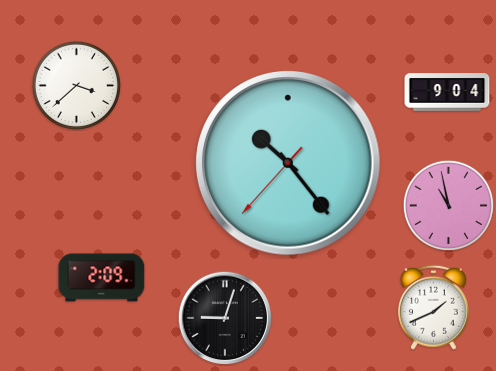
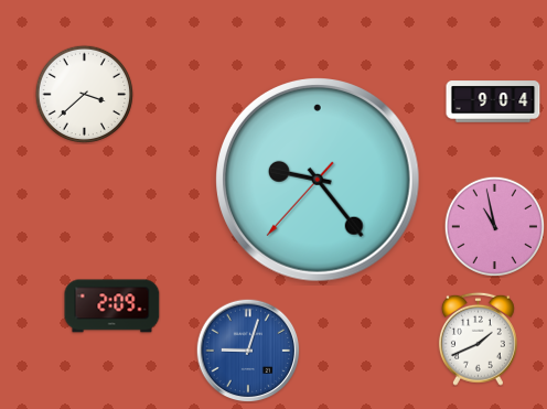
clock at (289, 164): 10:23 -> 9:23
clock at (225, 318) dial: black -> blue
